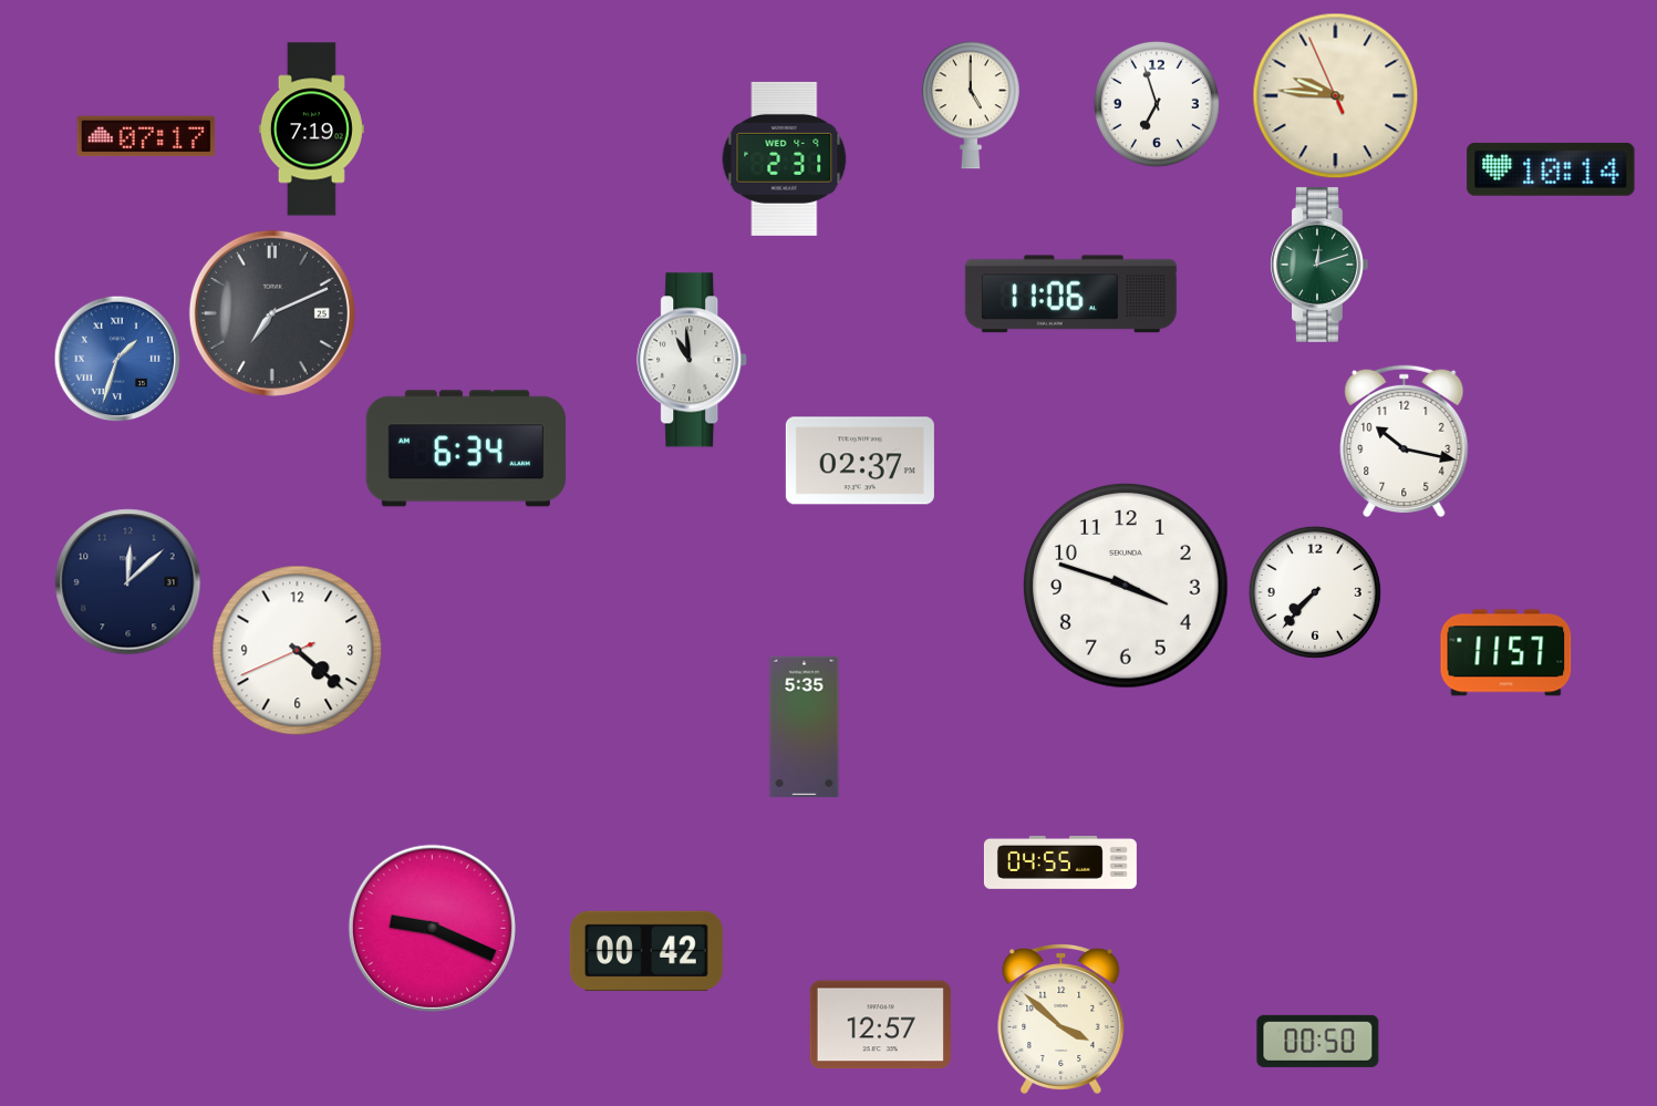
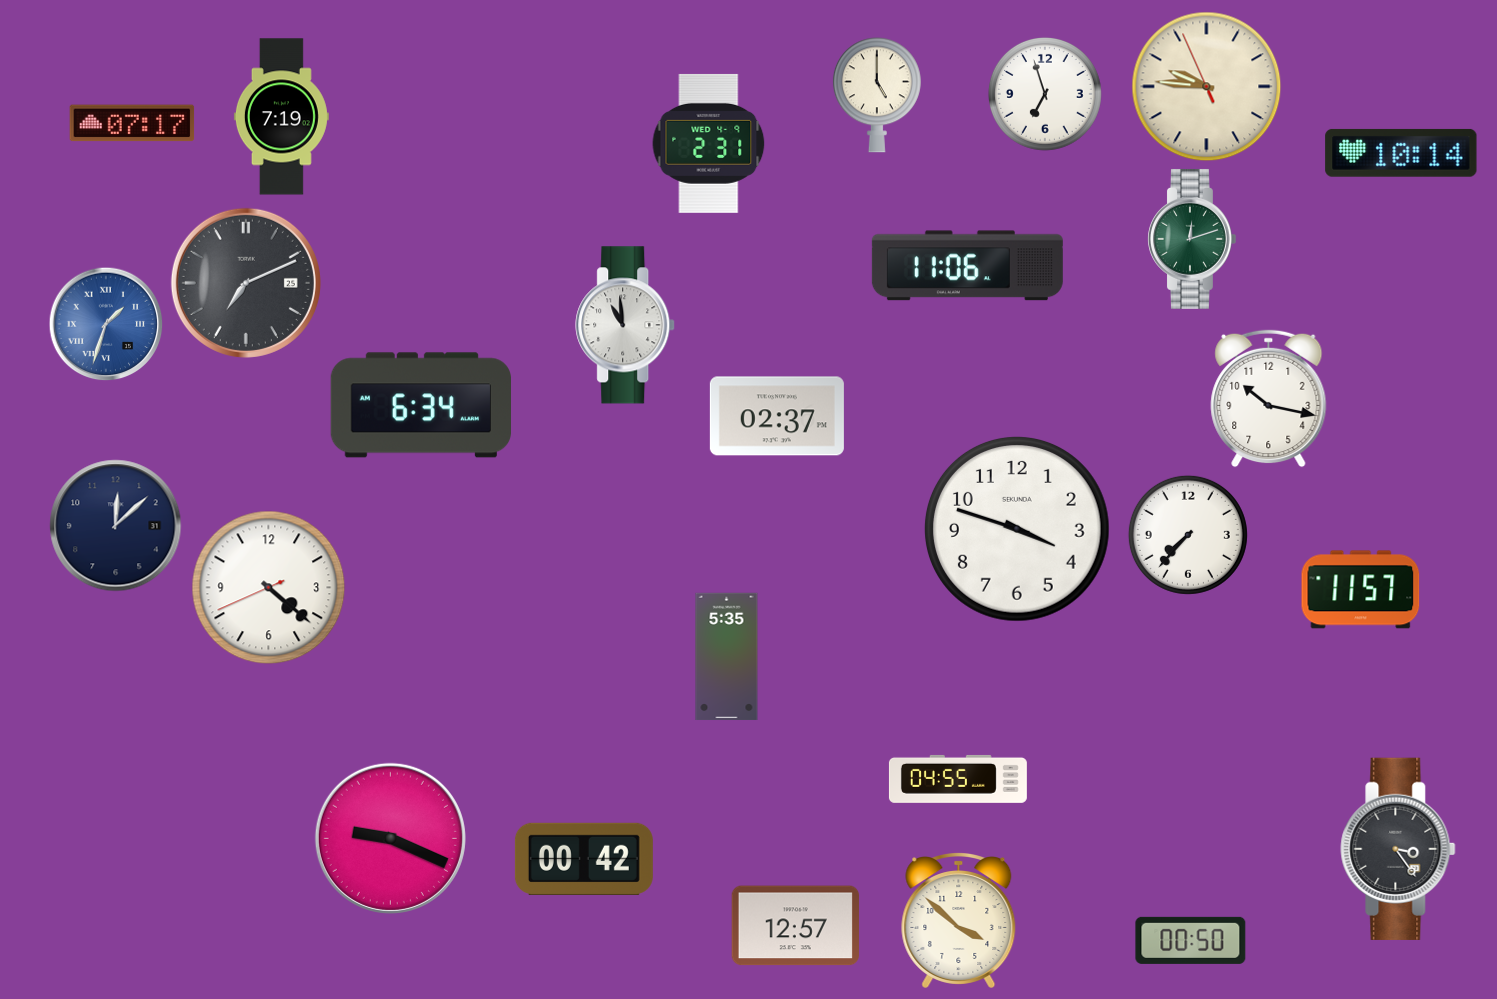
clock at (1398, 849): none -> 3:24
